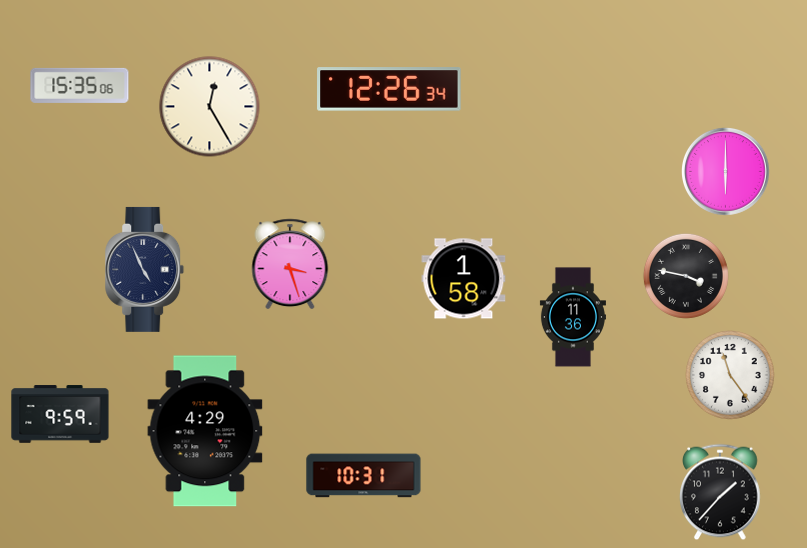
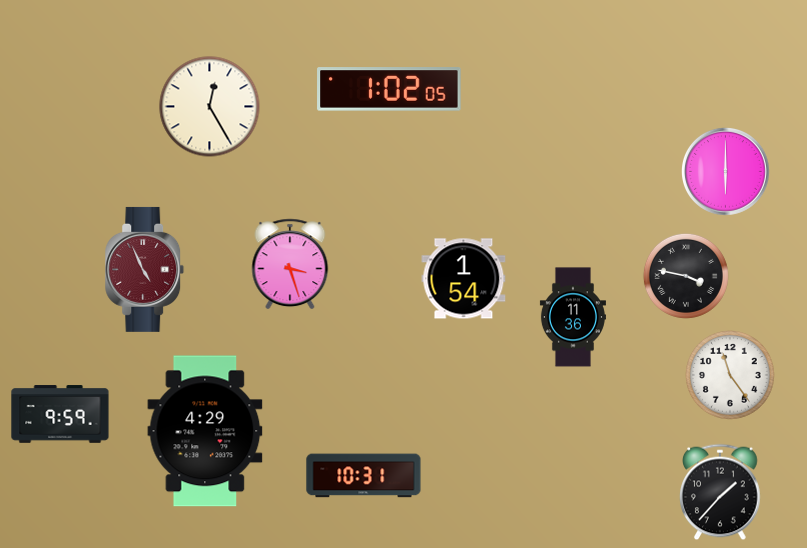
clock at (80, 85): 15:35 -> none
clock at (389, 89): 12:26 -> 1:02
clock at (145, 269) dial: navy -> burgundy
clock at (464, 279): 1:58 -> 1:54
